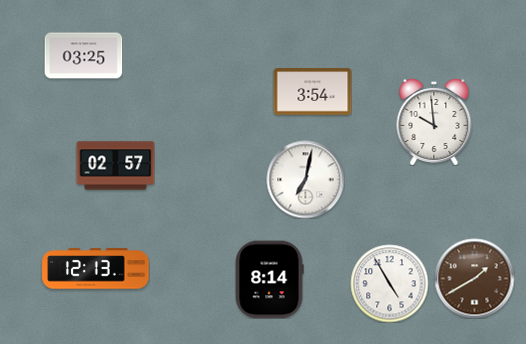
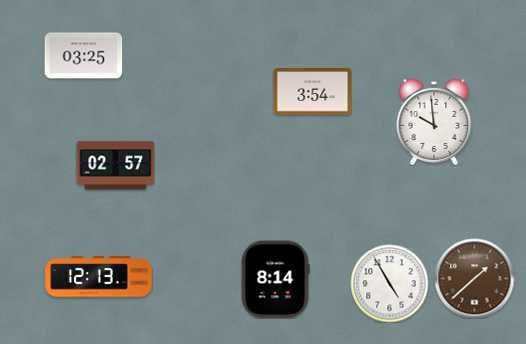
clock at (305, 179): 7:02 -> none
clock at (96, 269) position: (96, 269) -> (99, 277)
clock at (474, 278): 1:40 -> 1:38
clock at (269, 279) position: (269, 279) -> (275, 279)
